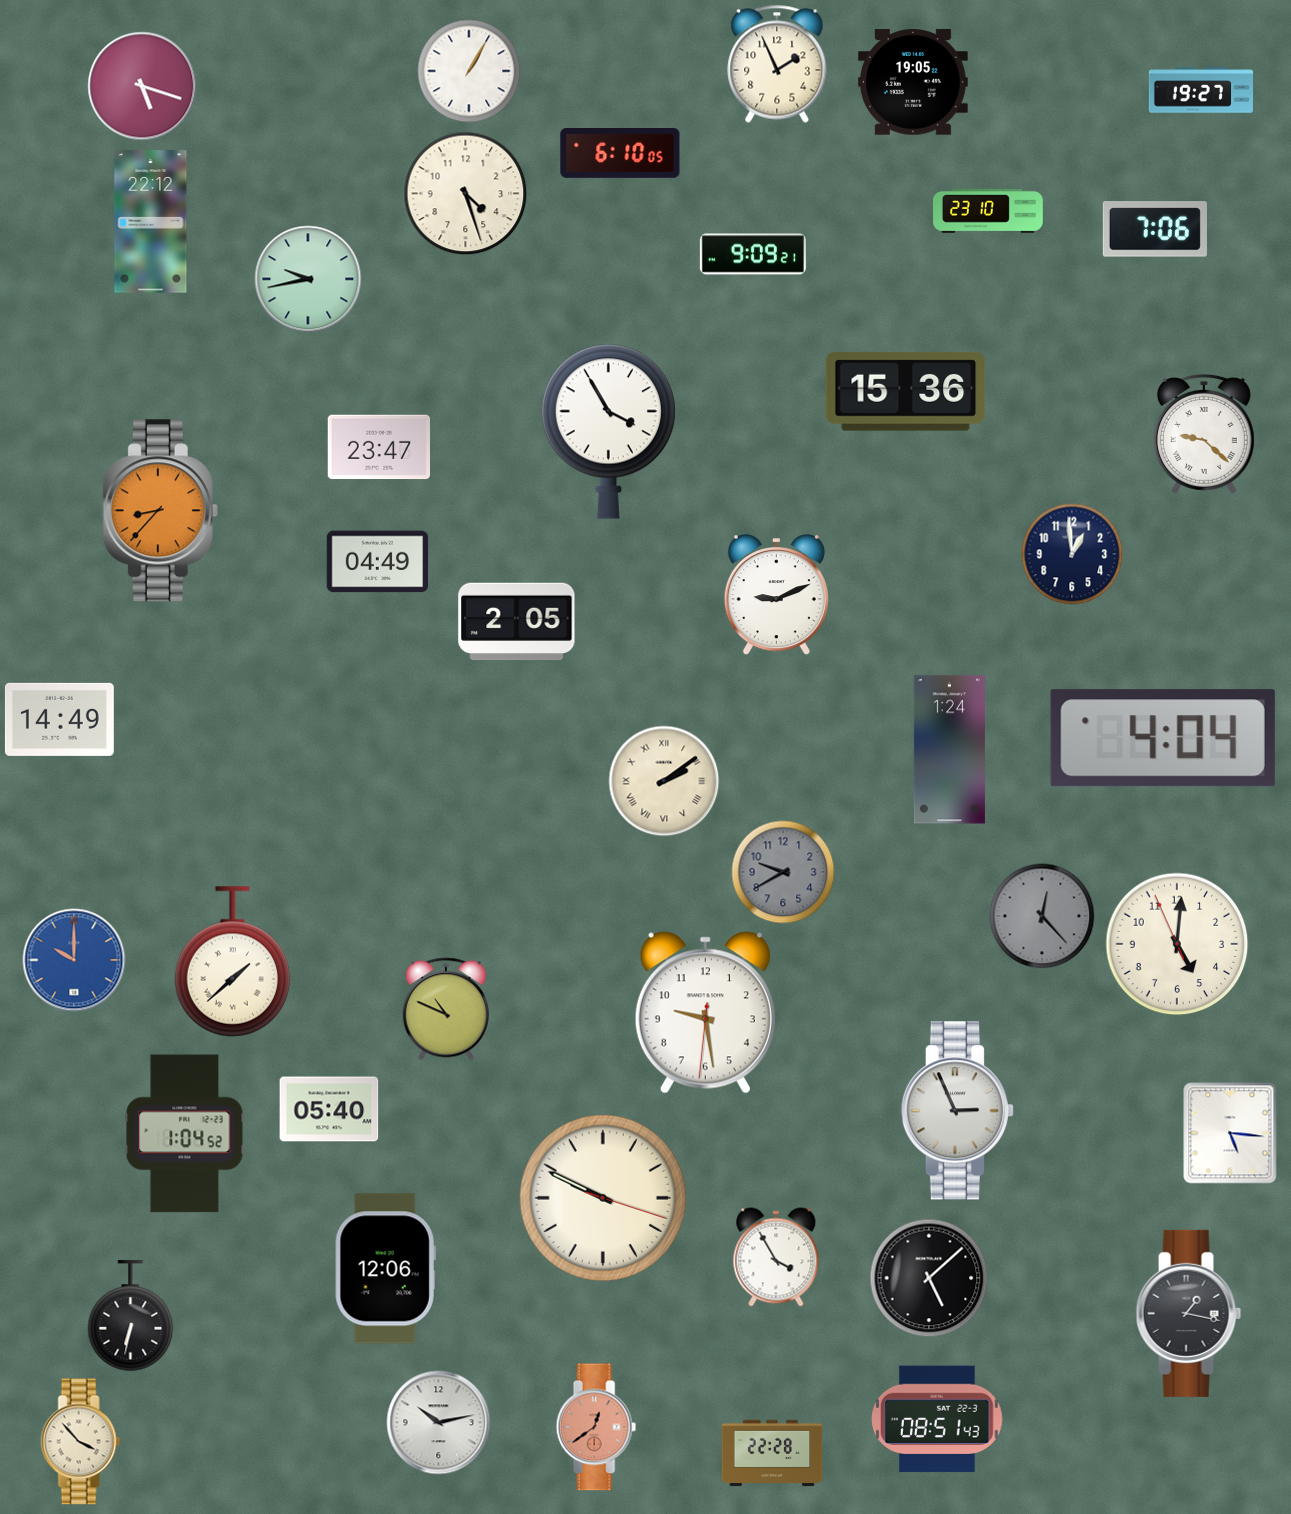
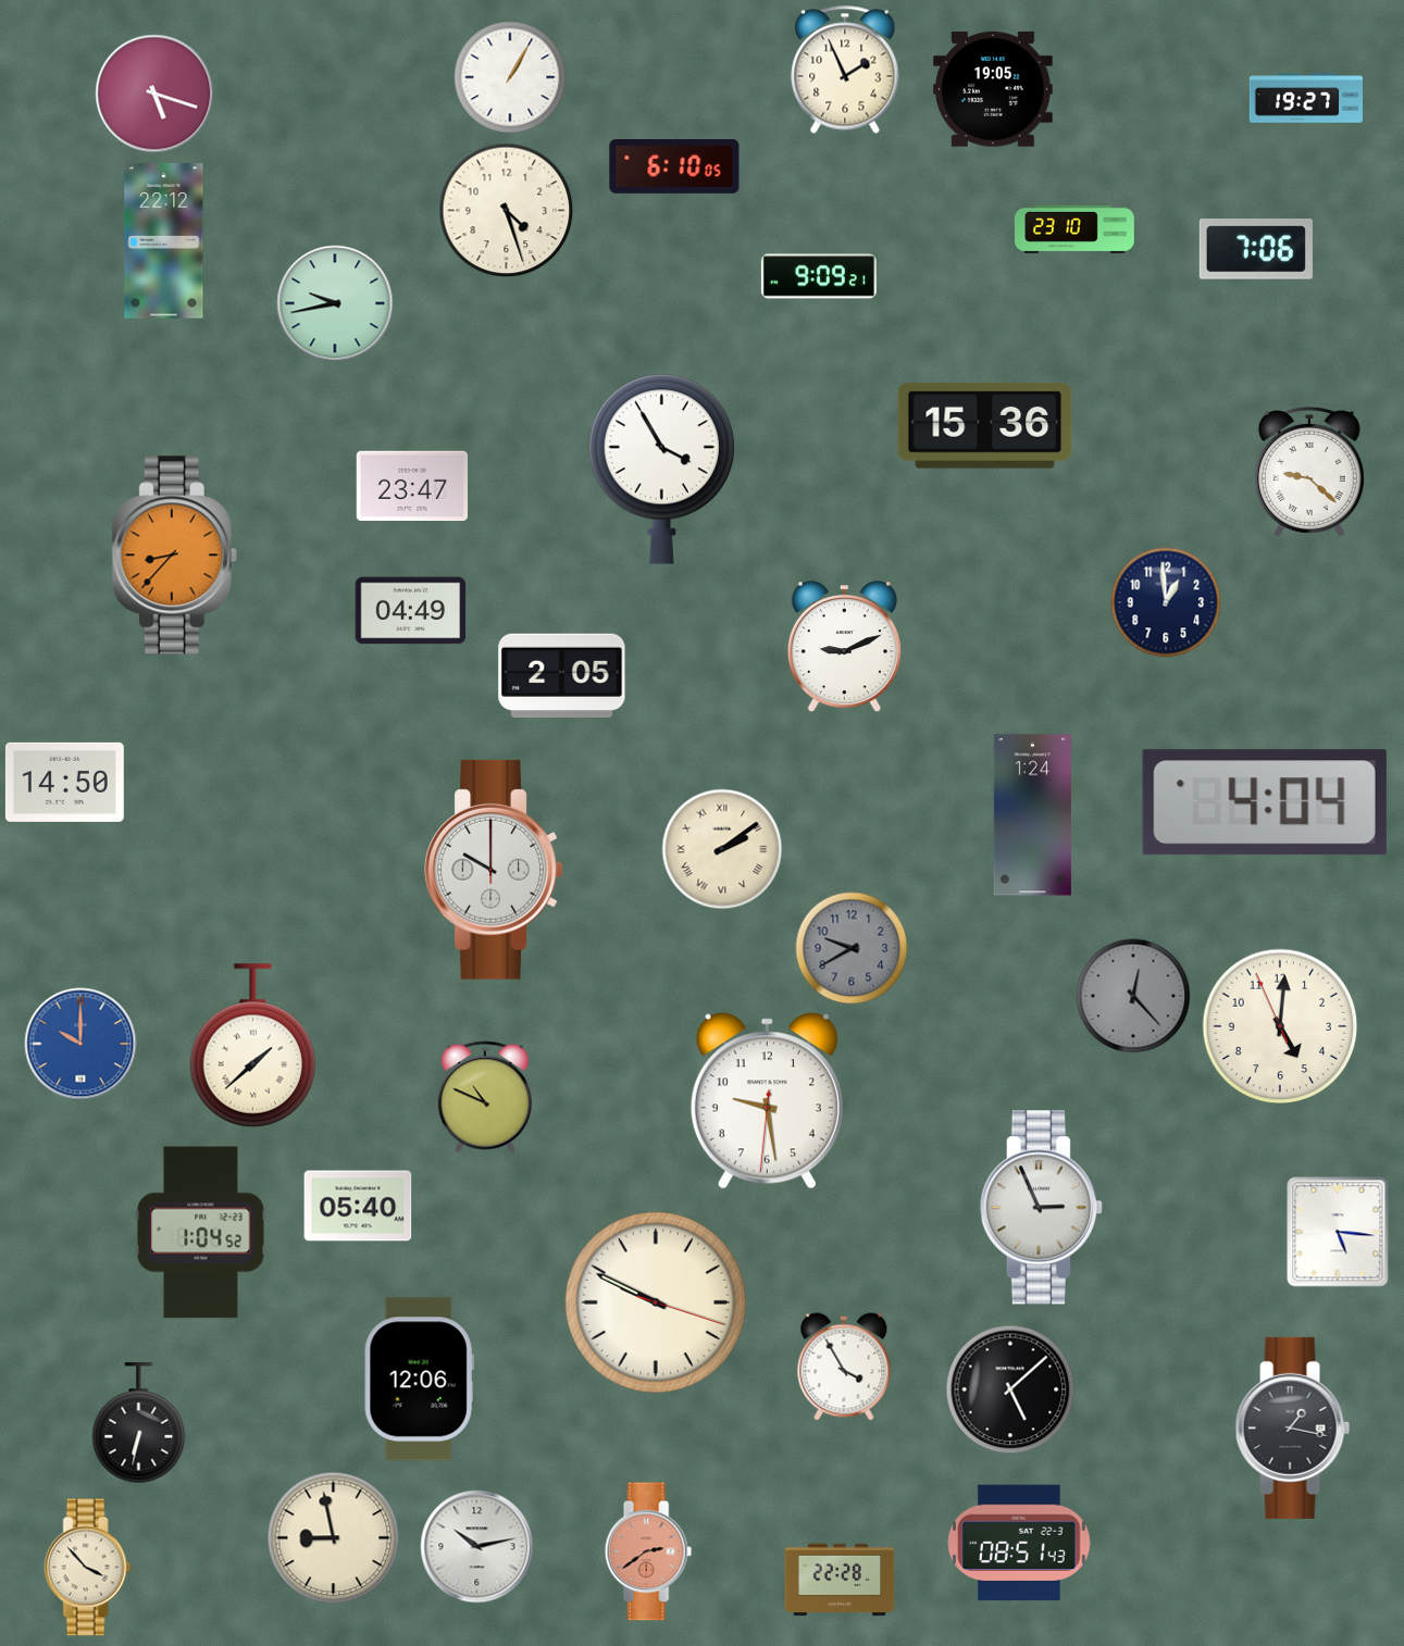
clock at (59, 719): 14:49 -> 14:50
clock at (494, 870): none -> 10:00
clock at (131, 1316) position: (131, 1316) -> (139, 1423)
clock at (334, 1538): none -> 8:58
clock at (596, 1427): 12:39 -> 2:39
